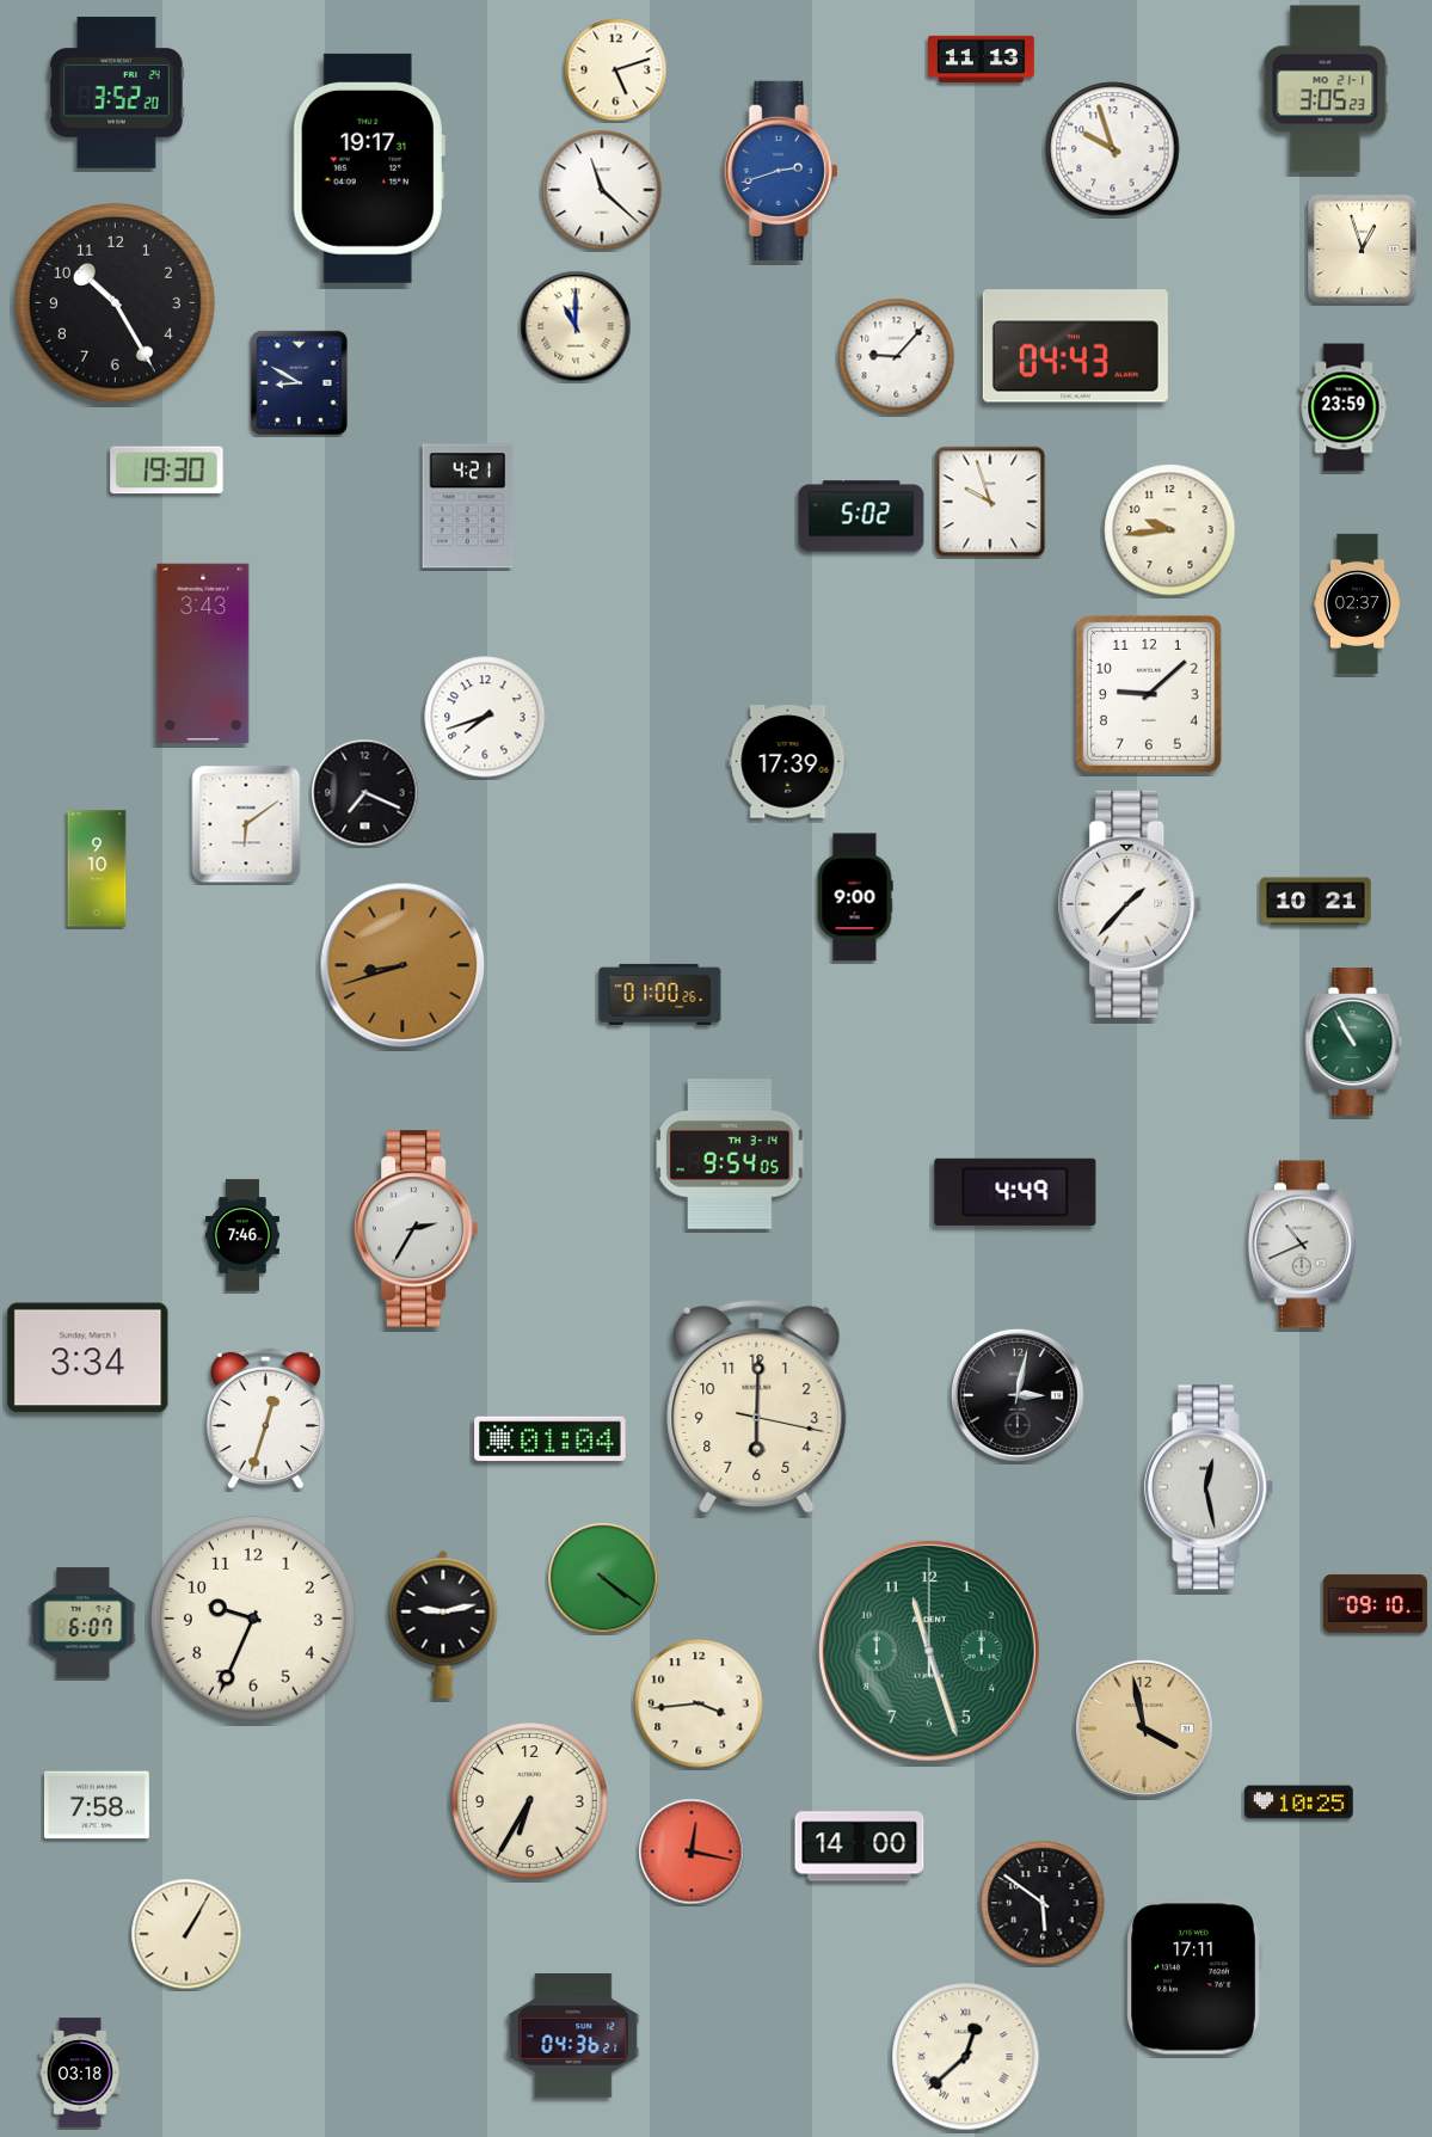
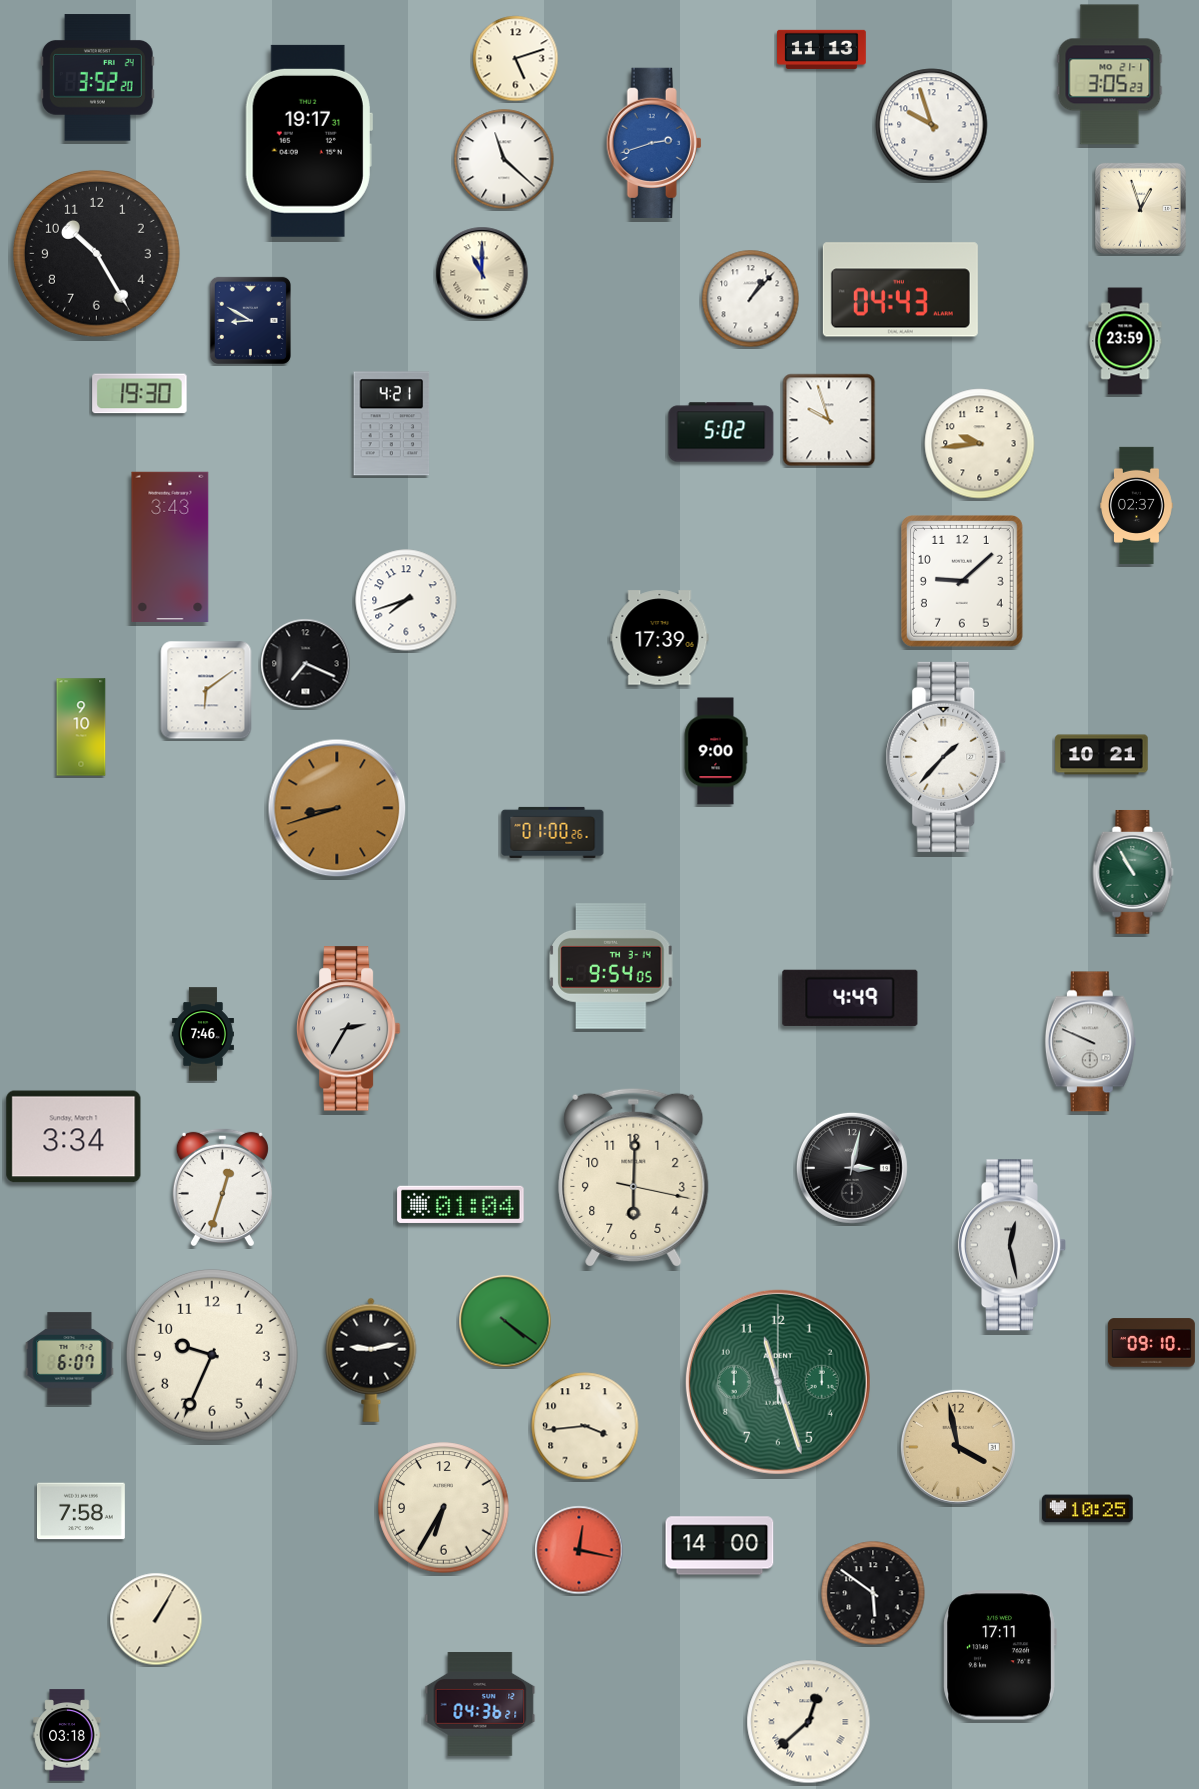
clock at (897, 357): 9:07 -> 1:07
clock at (1302, 1245): 10:41 -> 9:49
